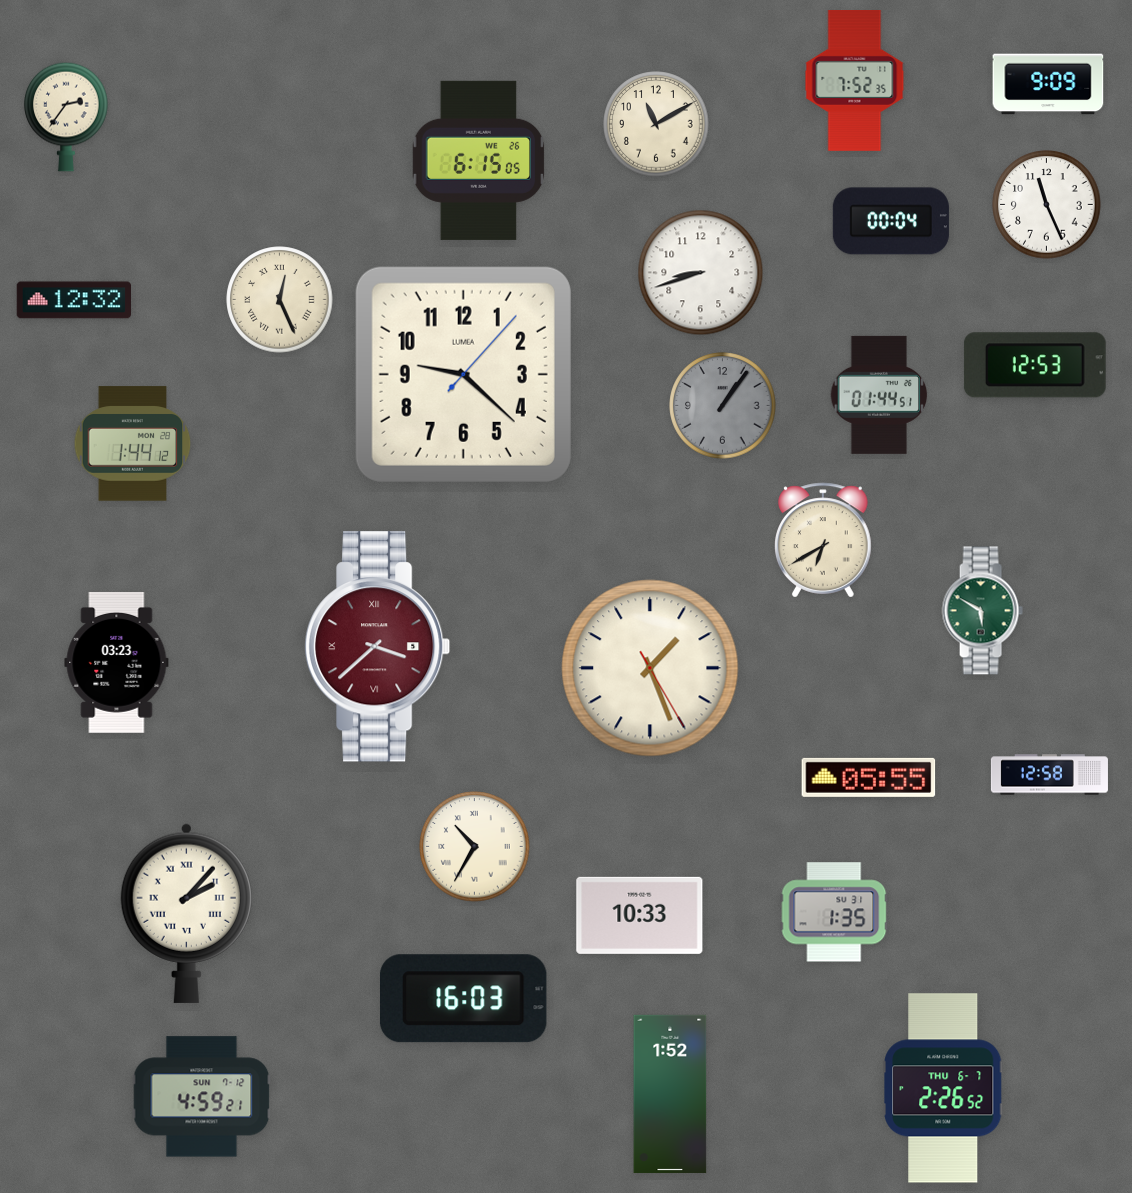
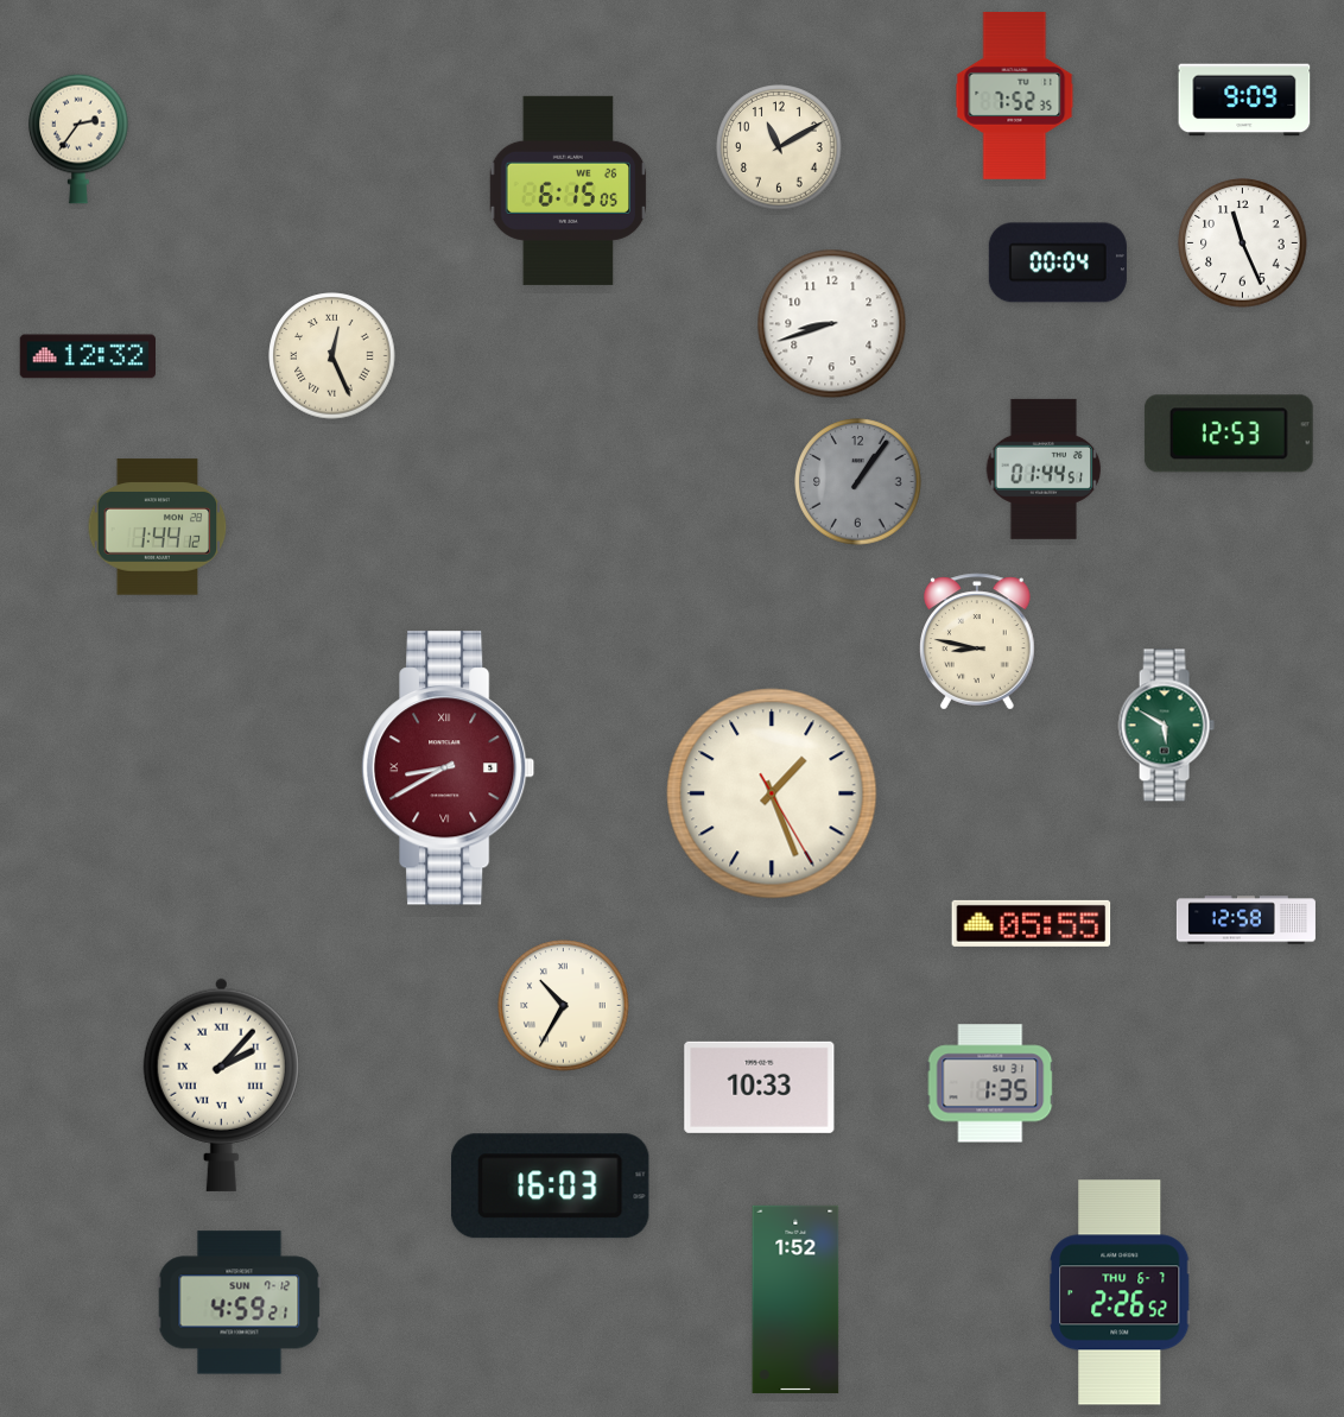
clock at (463, 374): 9:22 -> none
clock at (824, 540): 6:40 -> 8:47
clock at (378, 647): 3:38 -> 8:40
clock at (117, 662): 03:23 -> none
